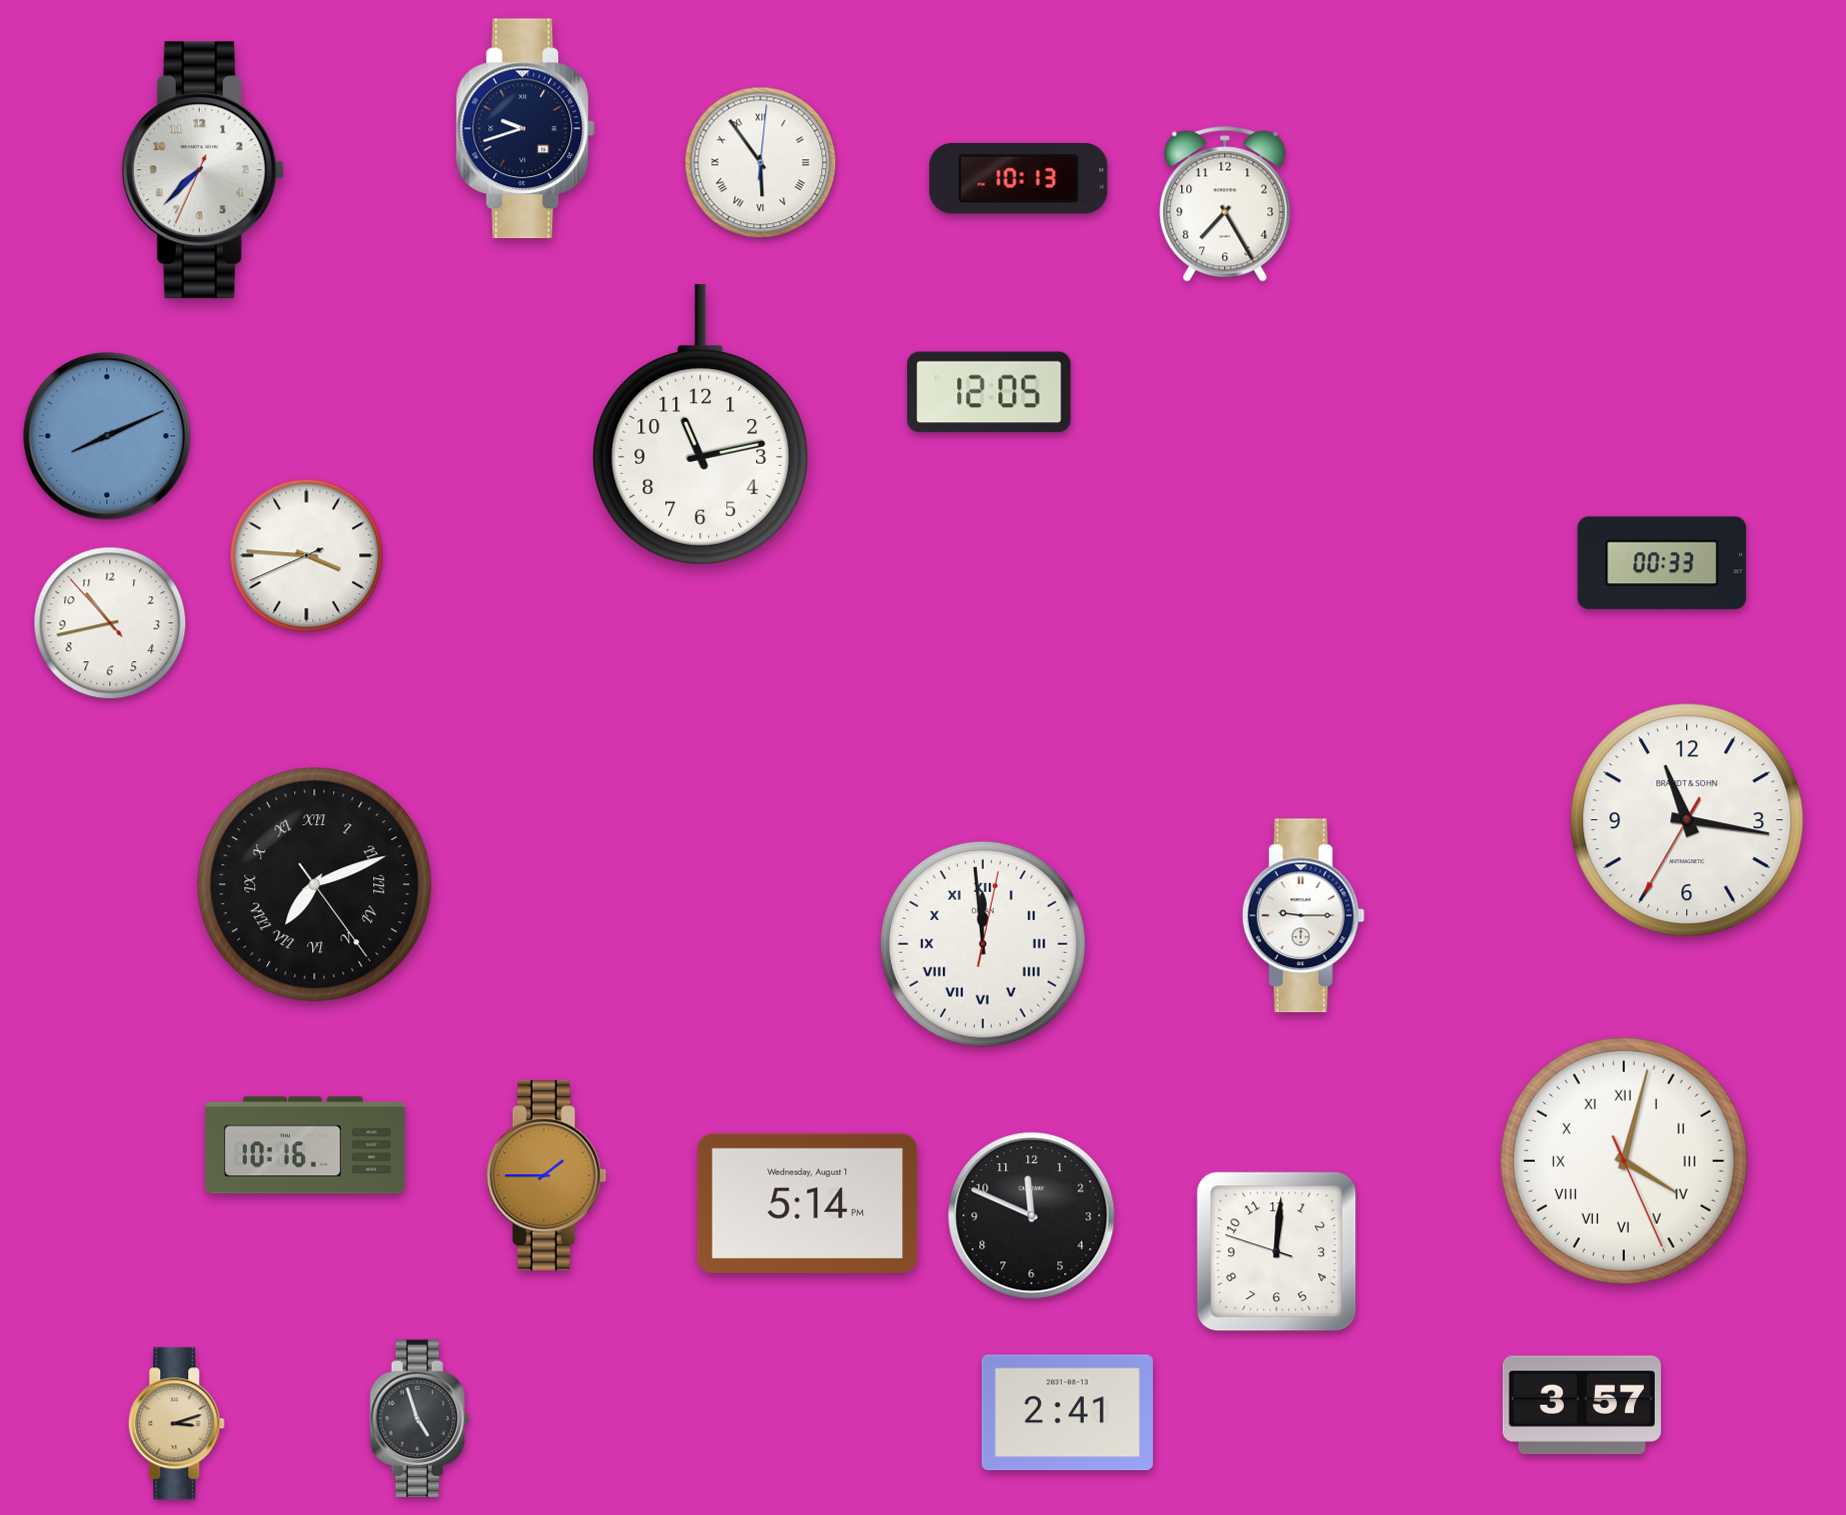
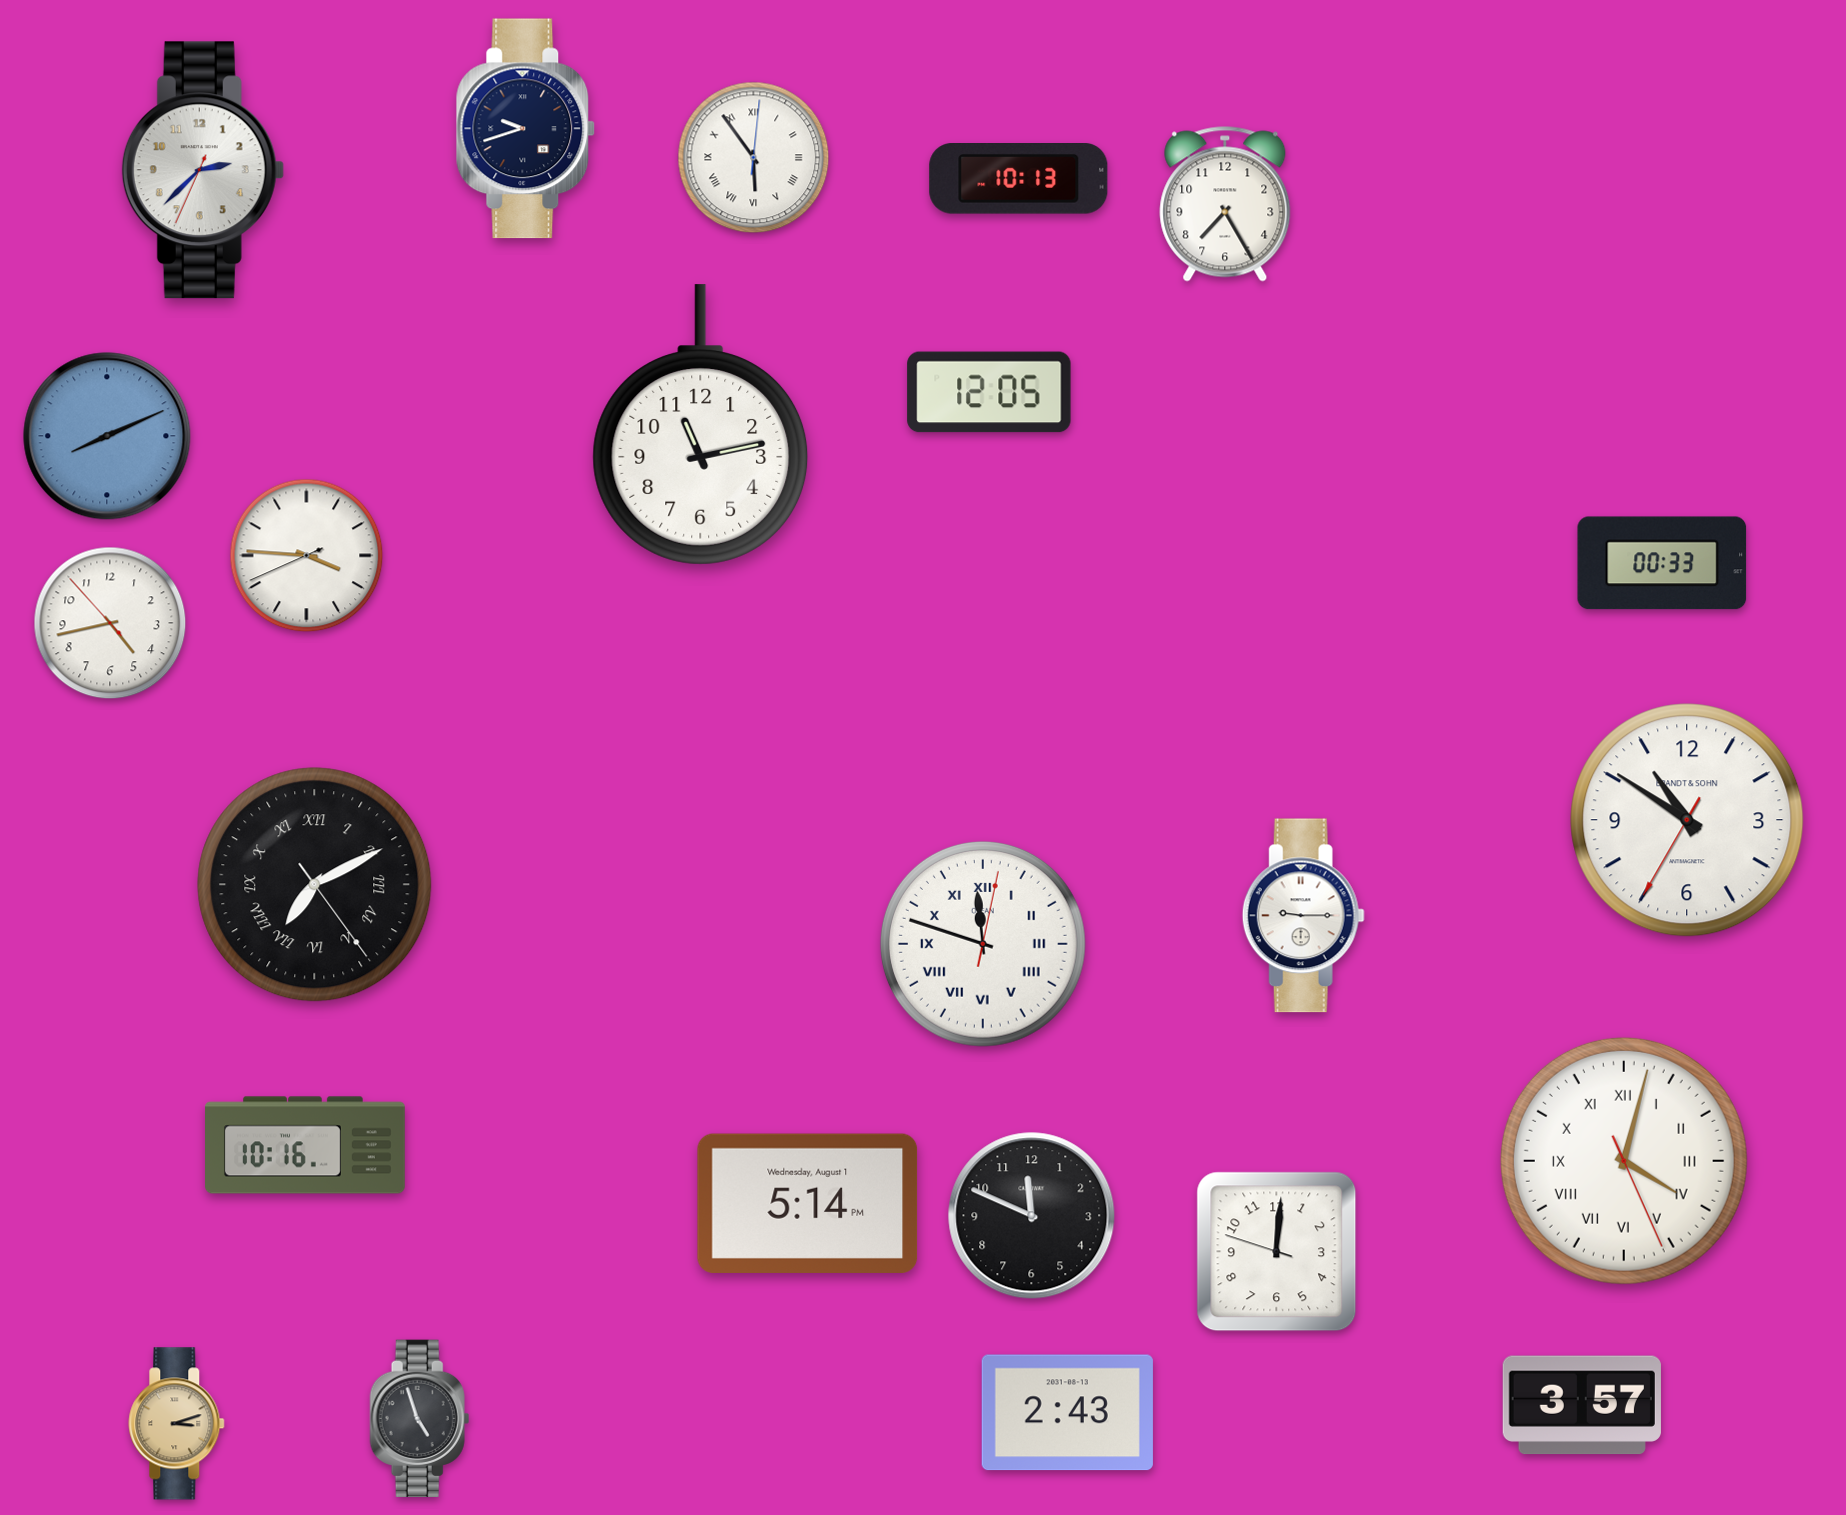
clock at (761, 163) position: (761, 163) -> (754, 158)
clock at (203, 170): 7:37 -> 2:37
clock at (110, 623): 10:42 -> 4:42
clock at (1687, 820): 11:16 -> 10:50
clock at (315, 885): 7:11 -> 7:10
clock at (983, 944): 11:59 -> 11:48
clock at (546, 1176): 1:45 -> none
clock at (1067, 1413): 2:41 -> 2:43
